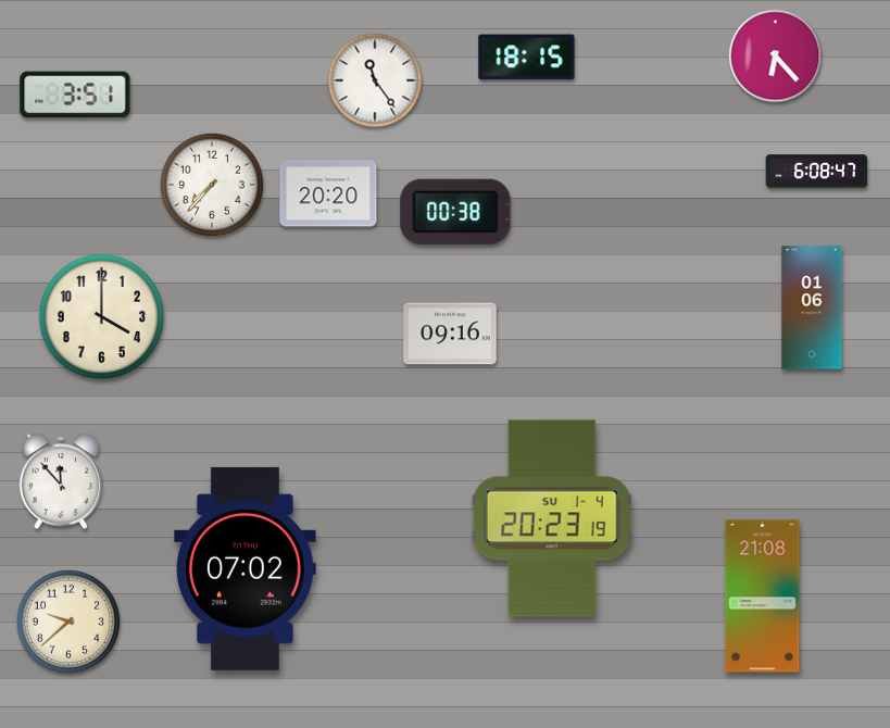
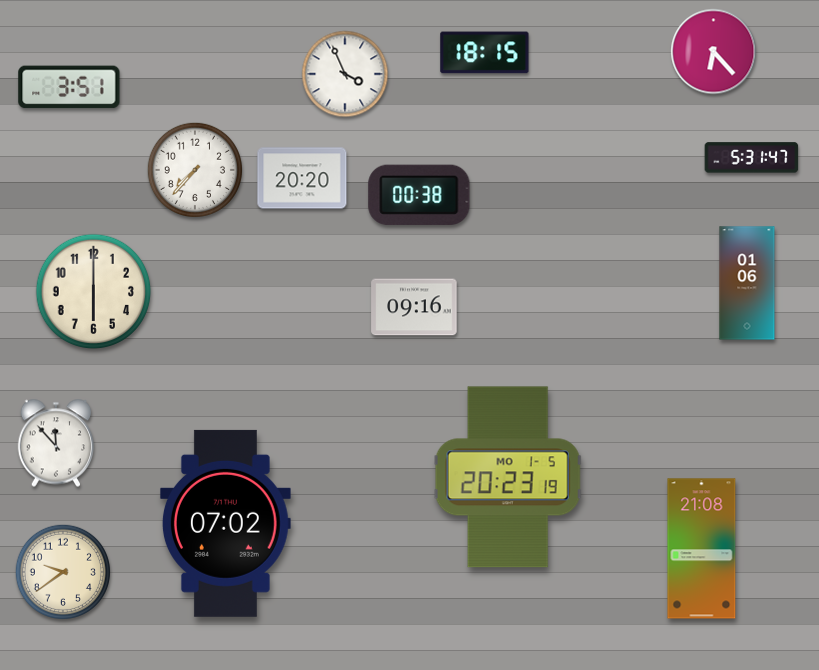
clock at (375, 80): 11:24 -> 3:56
clock at (817, 172): 6:08 -> 5:31
clock at (102, 317): 4:00 -> 6:00
clock at (552, 518) date: SU 1-4 -> MO 1-5
clock at (68, 622): 9:38 -> 9:39
